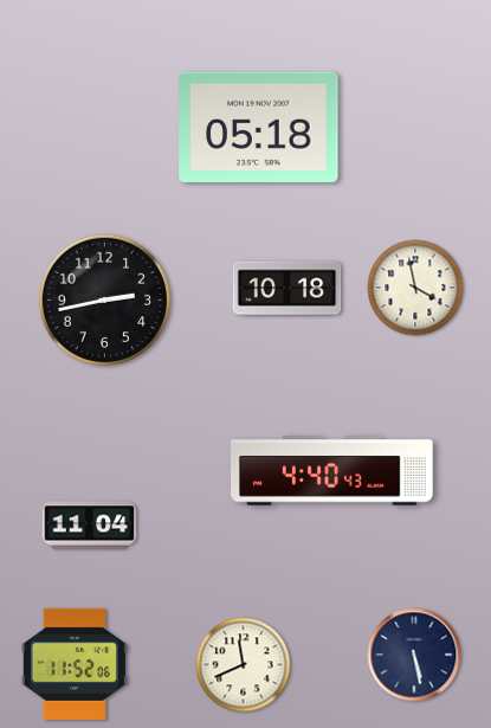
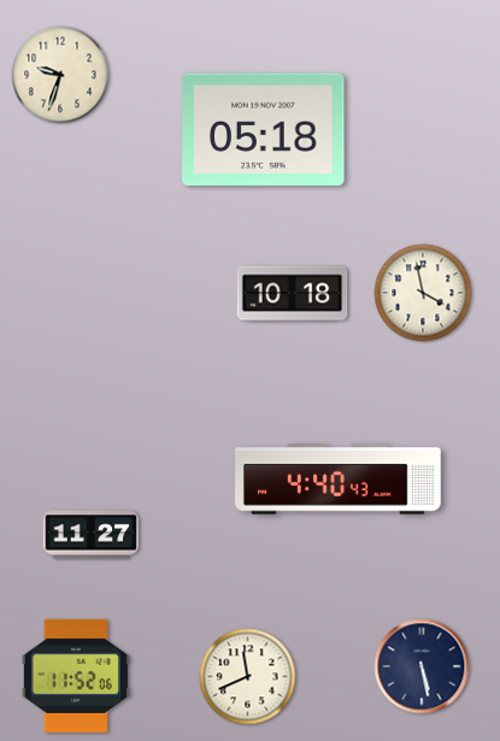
clock at (60, 75): none -> 9:33
clock at (104, 299): 2:43 -> none
clock at (90, 526): 11:04 -> 11:27
